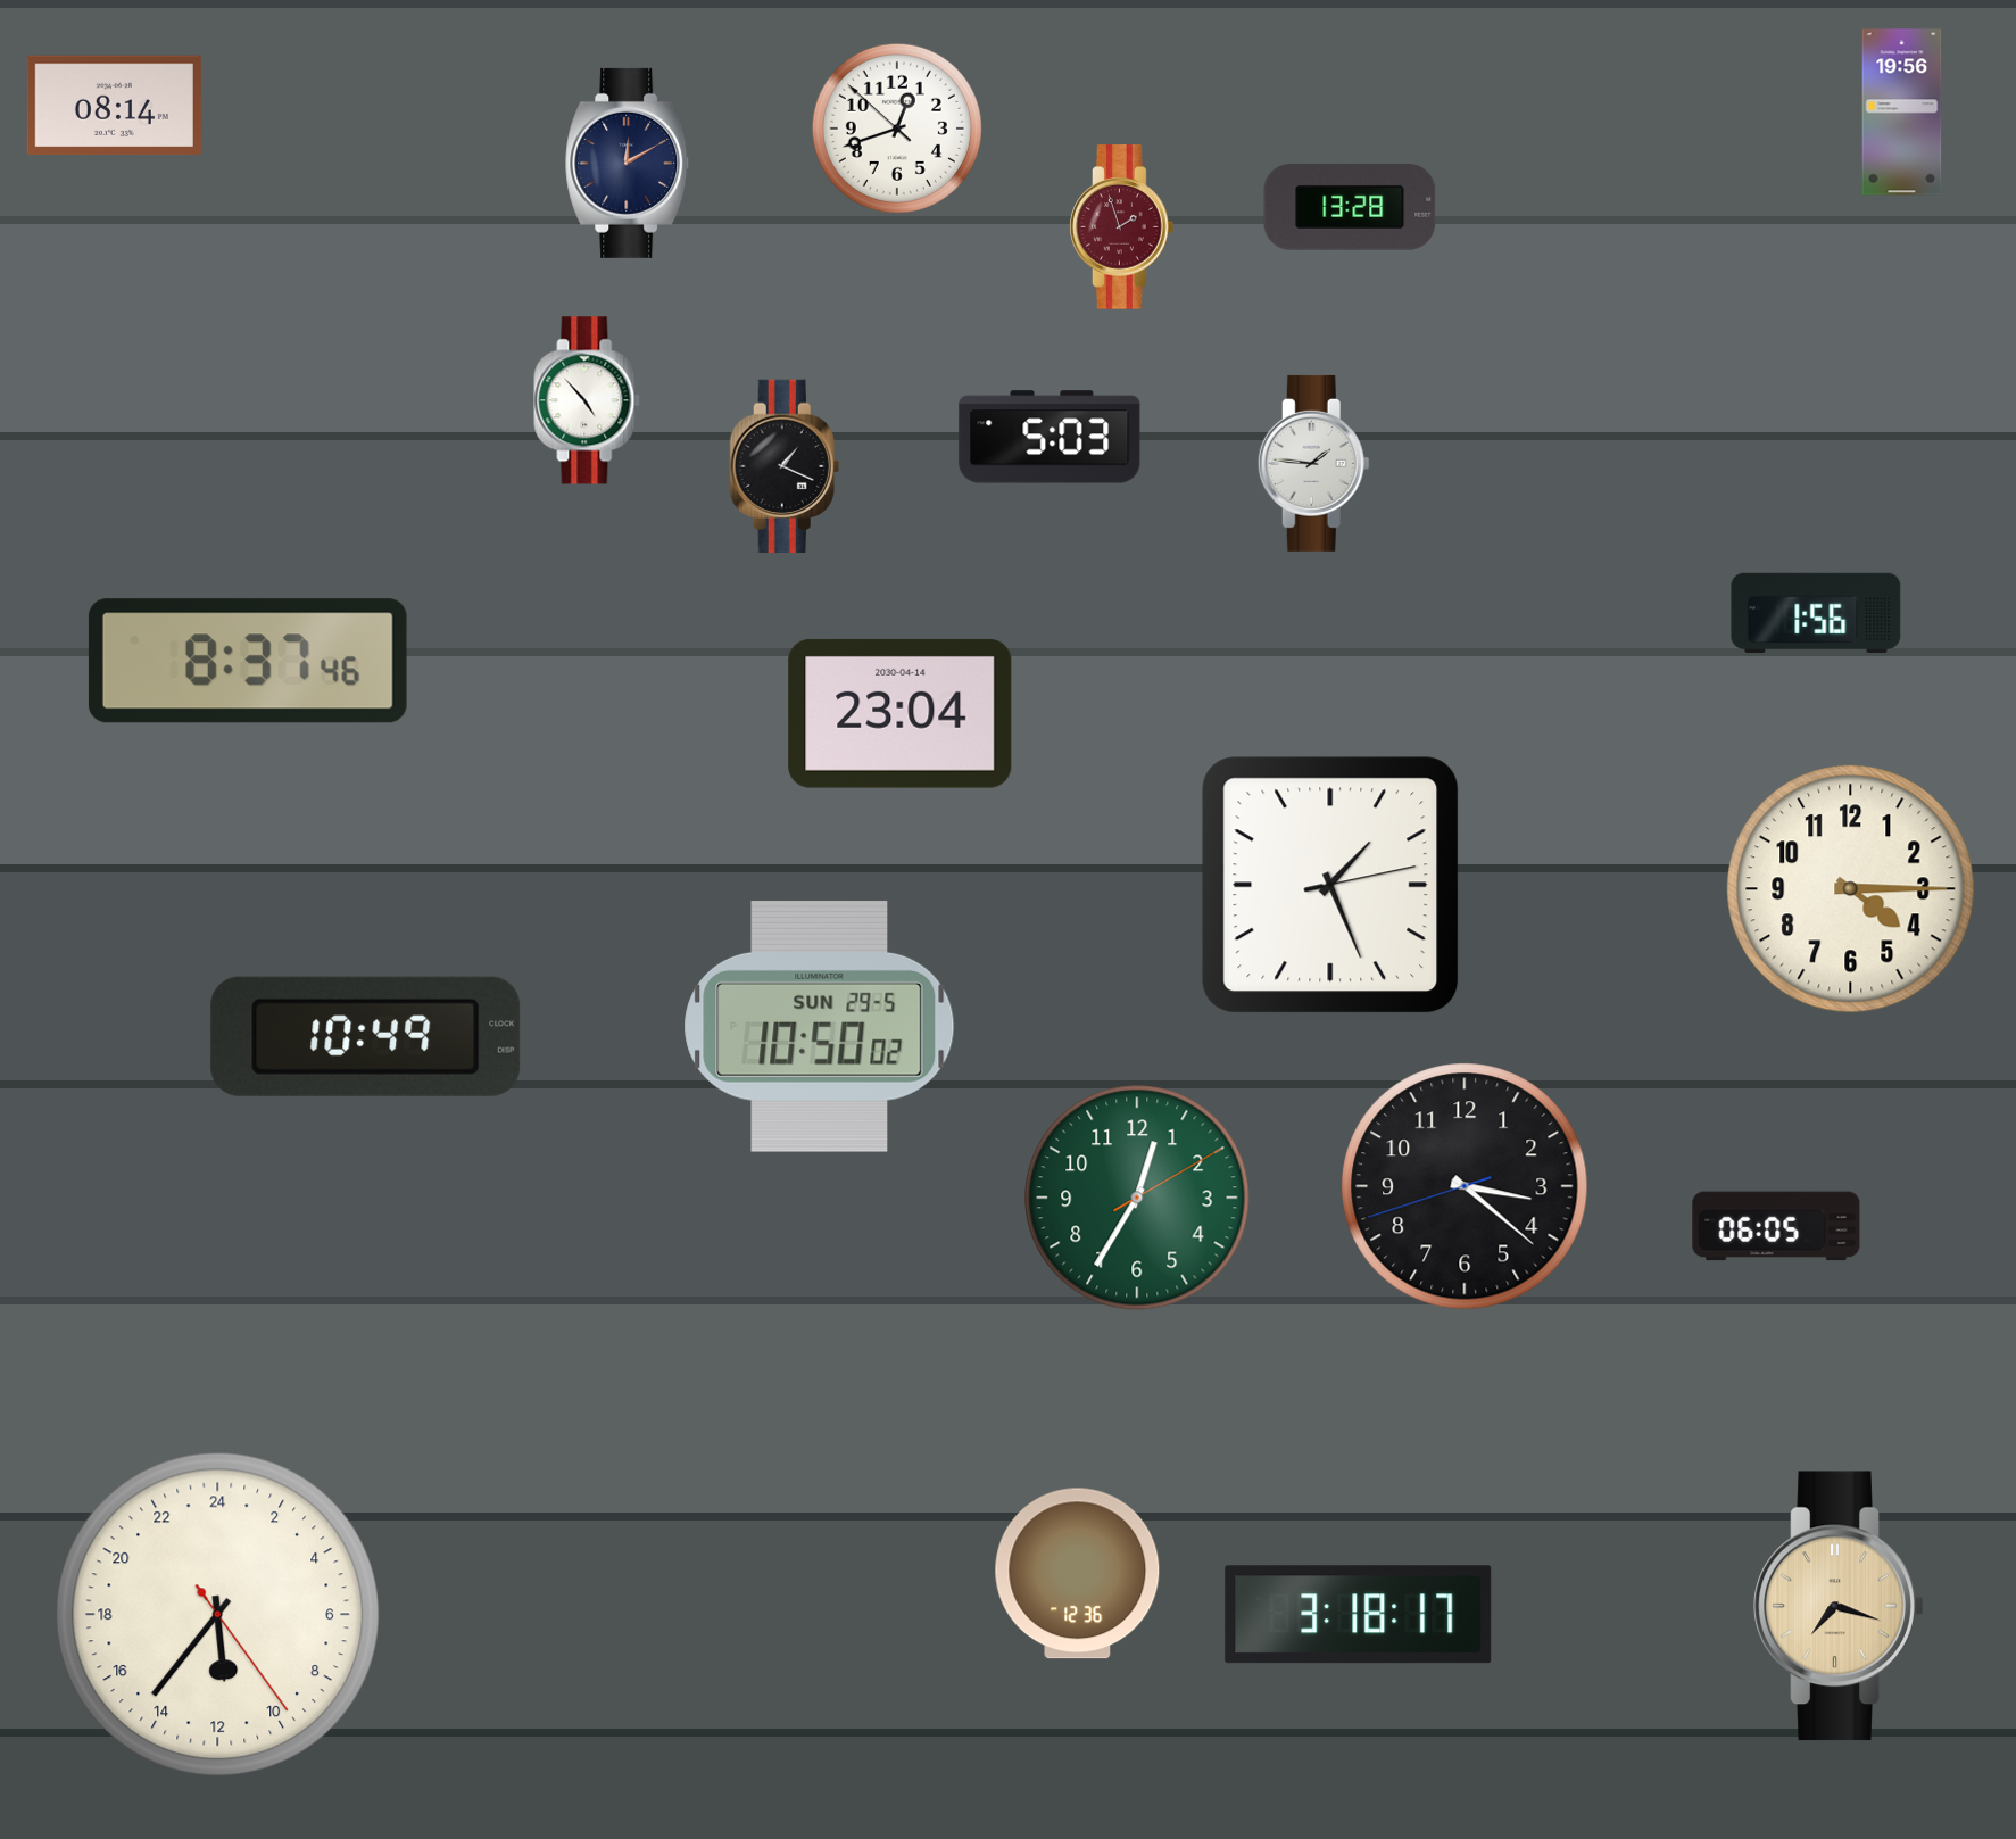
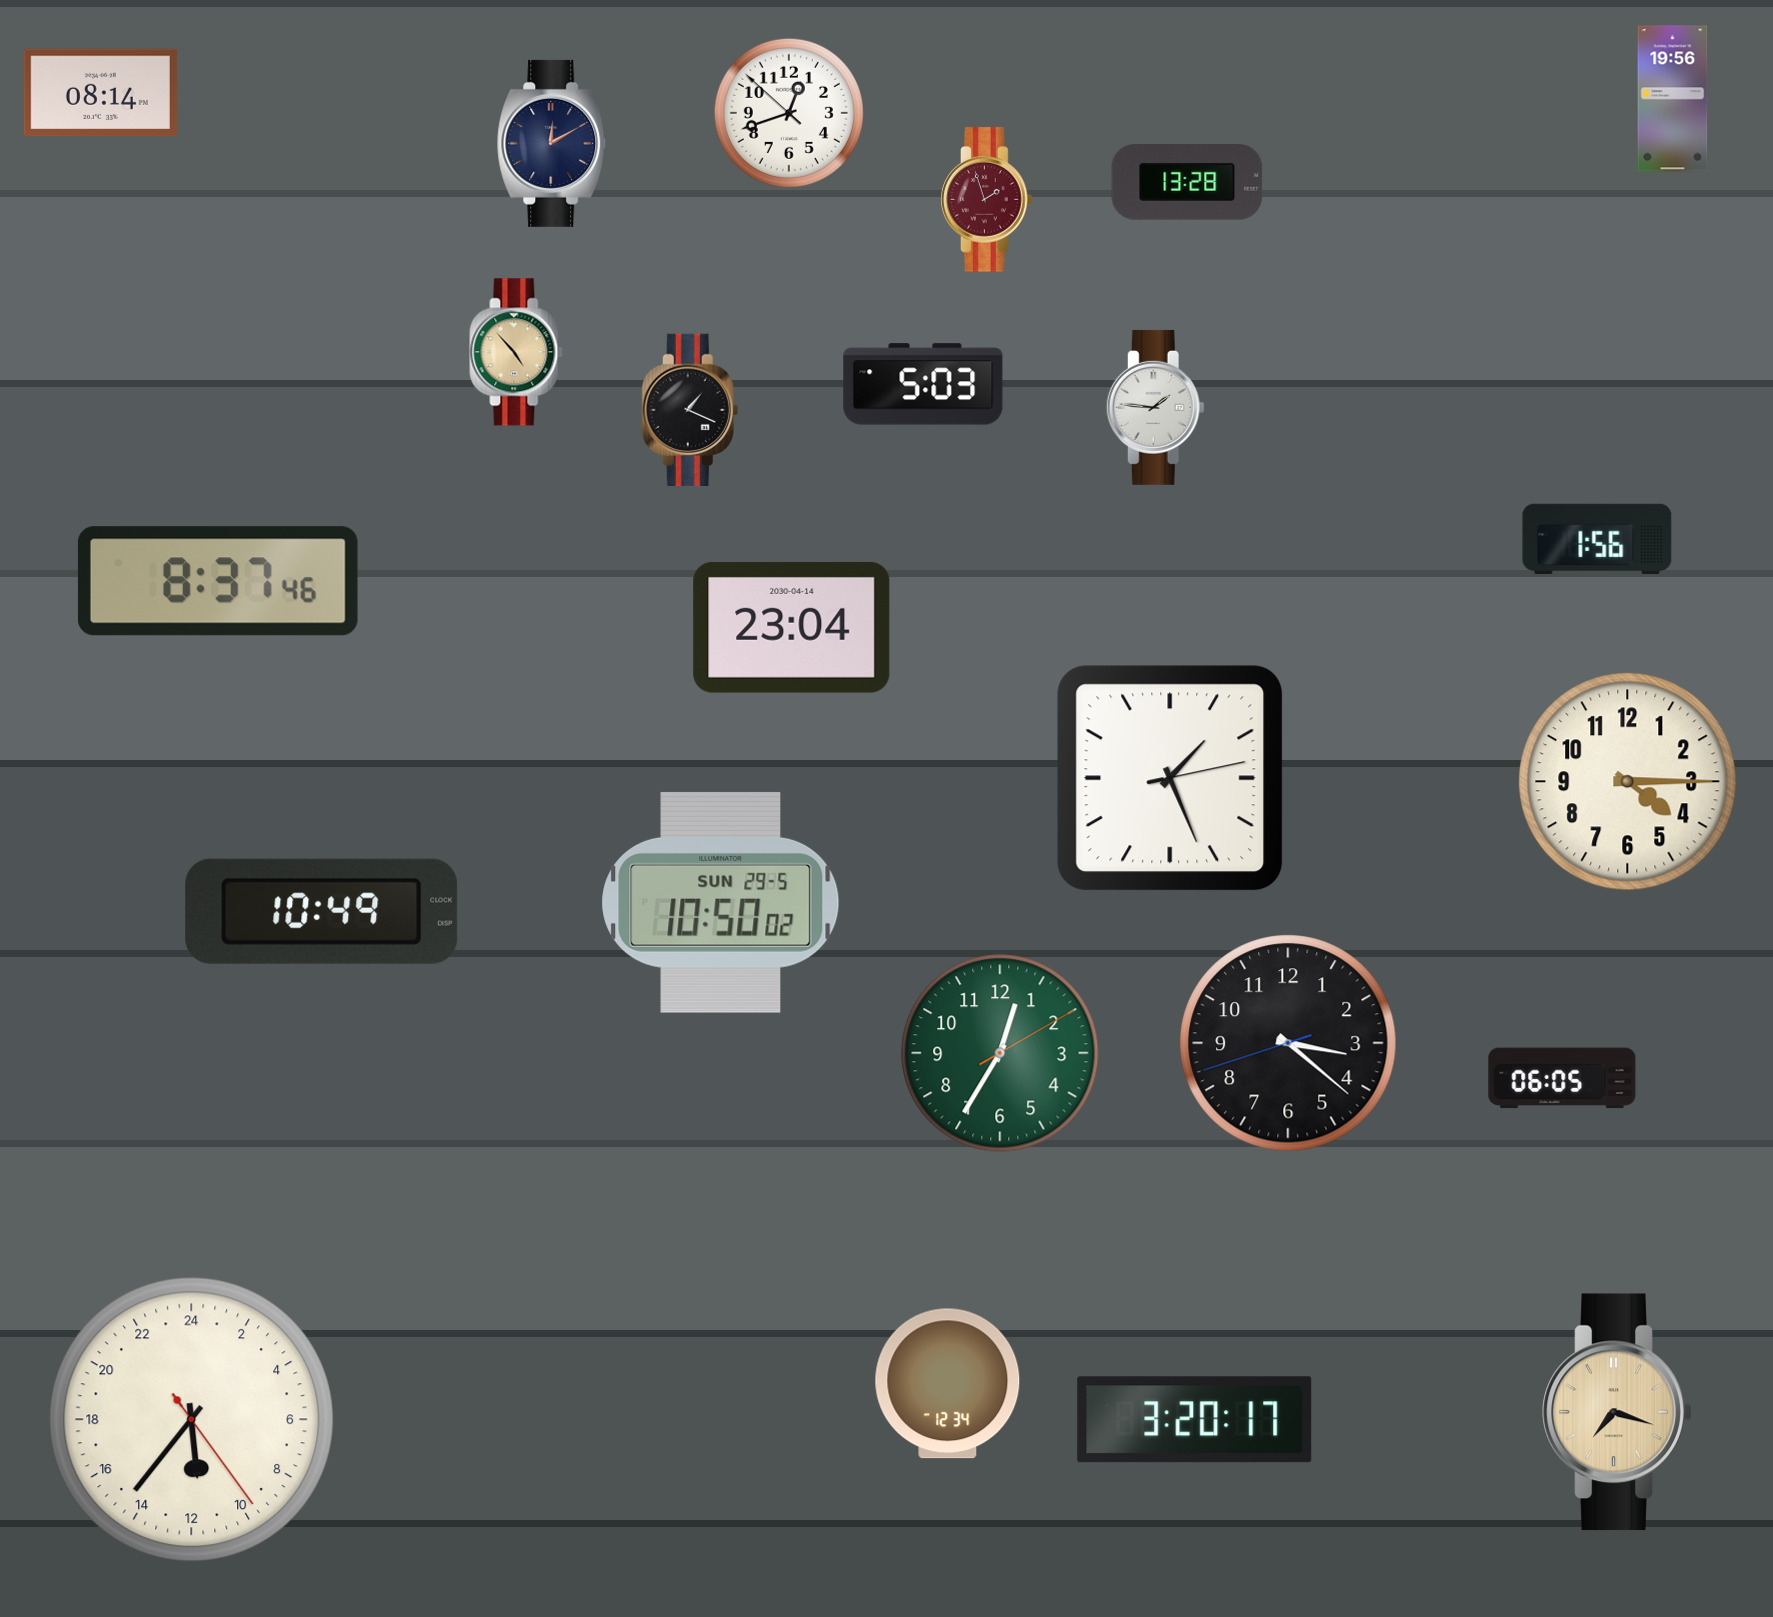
clock at (587, 400) dial: white -> champagne
clock at (1078, 1574): 12:36 -> 12:34
clock at (1359, 1615): 3:18 -> 3:20
